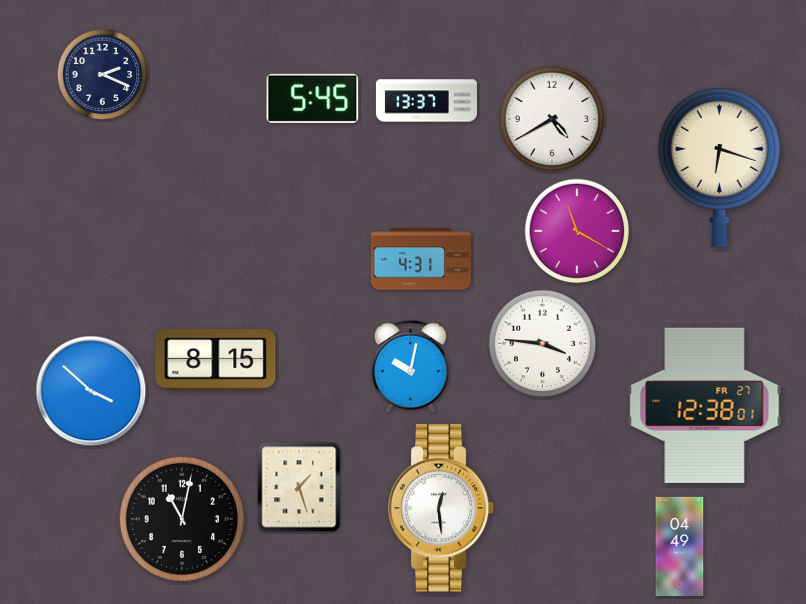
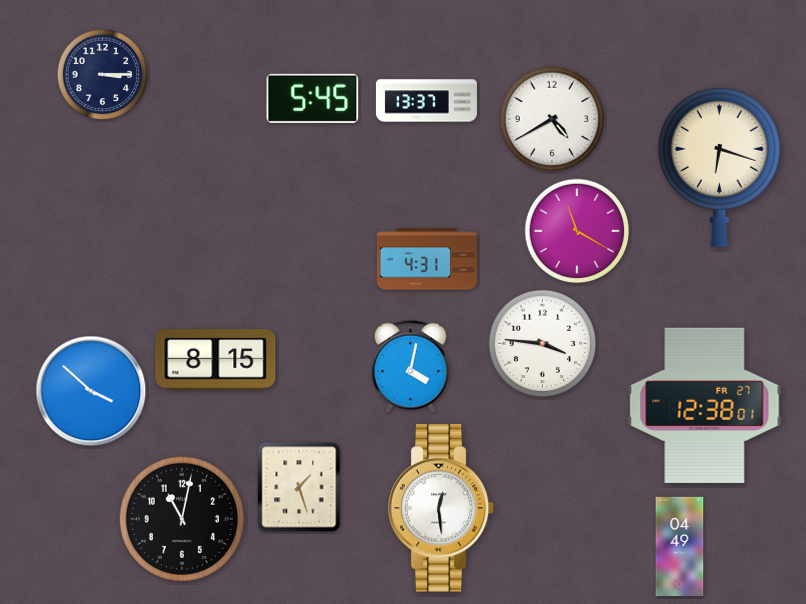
clock at (103, 75): 2:19 -> 3:15
clock at (421, 259) position: (421, 259) -> (427, 259)
clock at (410, 366): 10:02 -> 4:02
